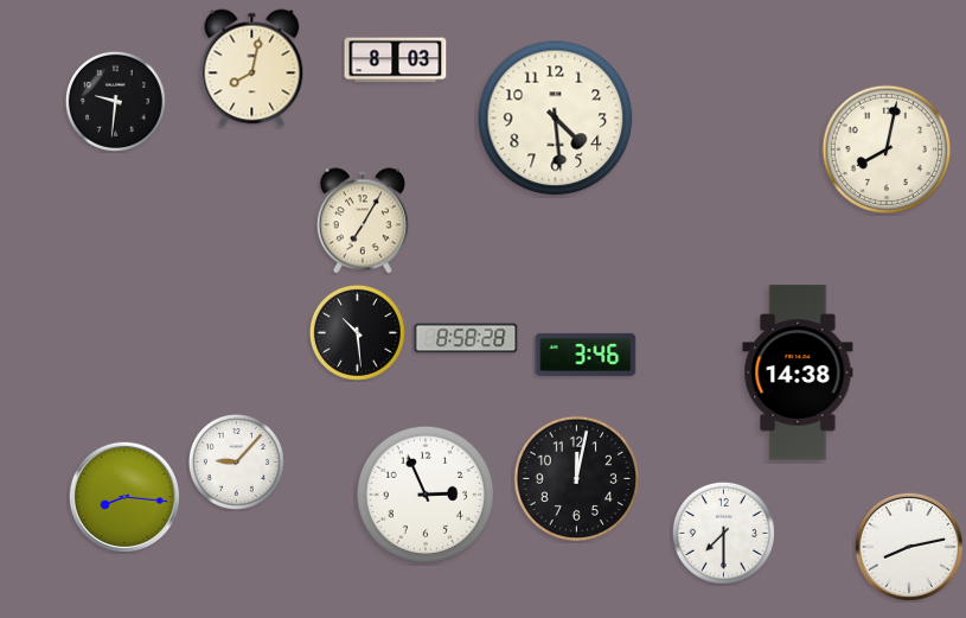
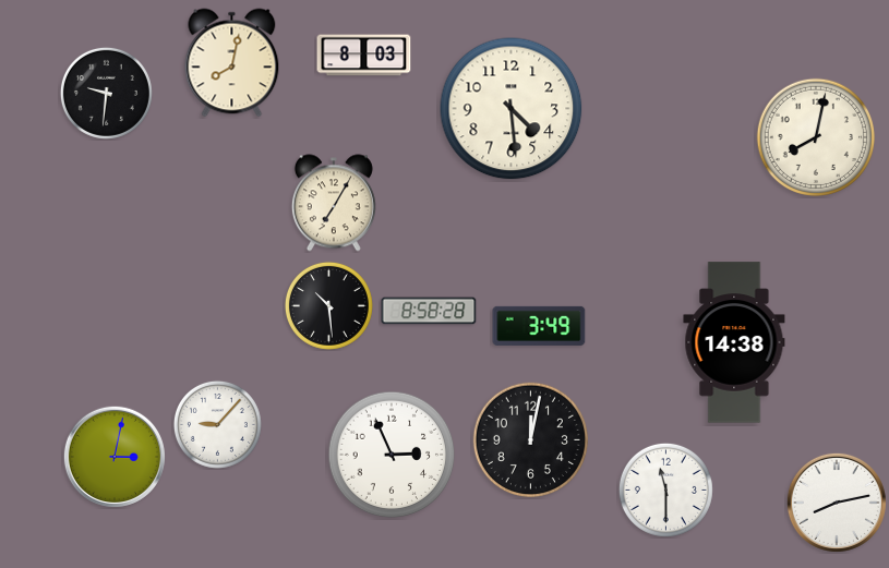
clock at (586, 355): 3:46 -> 3:49
clock at (124, 497): 8:16 -> 3:02
clock at (723, 533): 7:30 -> 11:30
